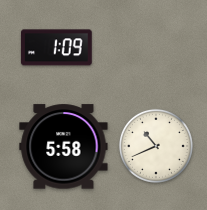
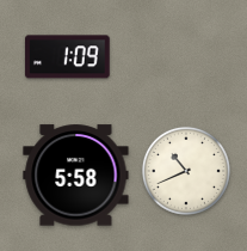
clock at (156, 146) position: (156, 146) -> (186, 171)
